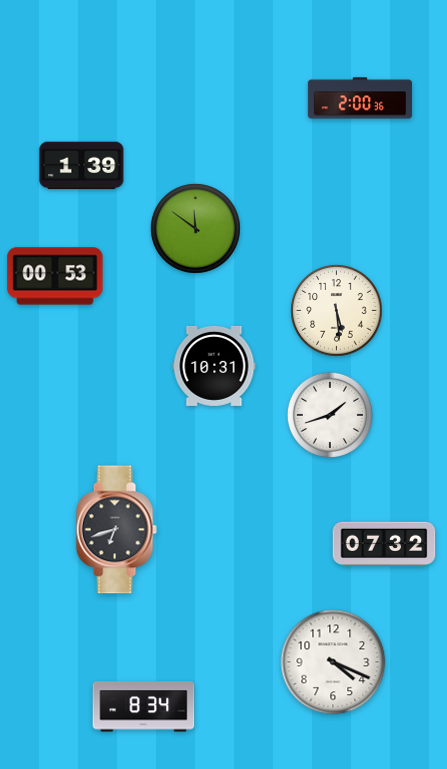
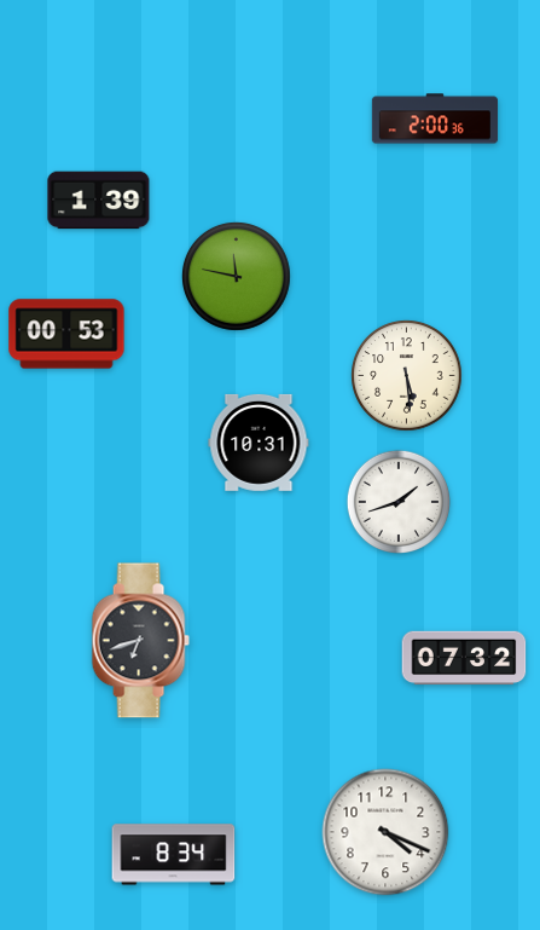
clock at (195, 228): 11:51 -> 11:47
clock at (333, 662) position: (333, 662) -> (385, 832)
